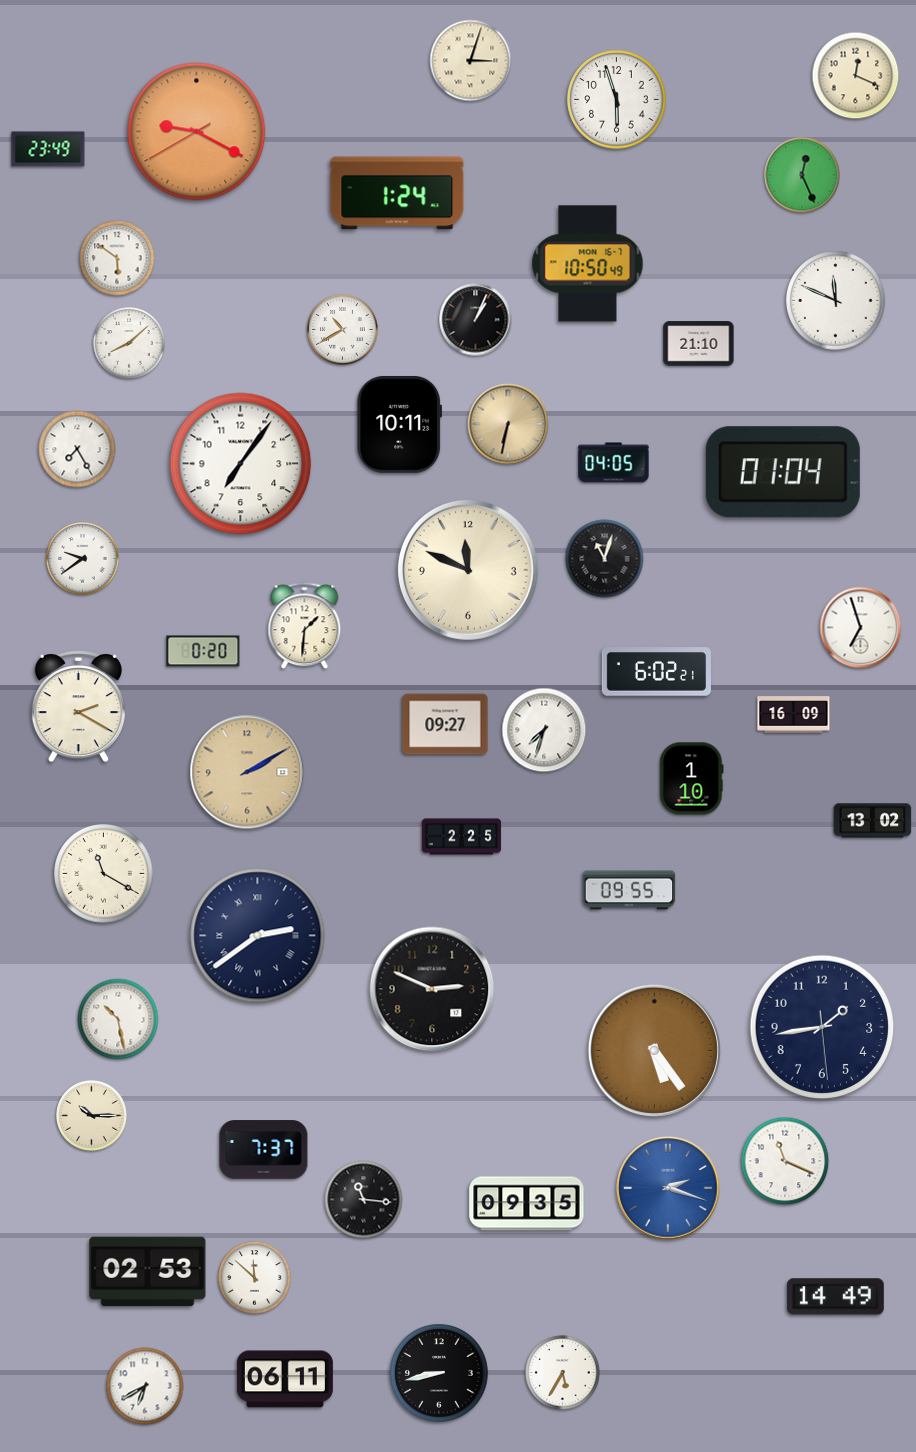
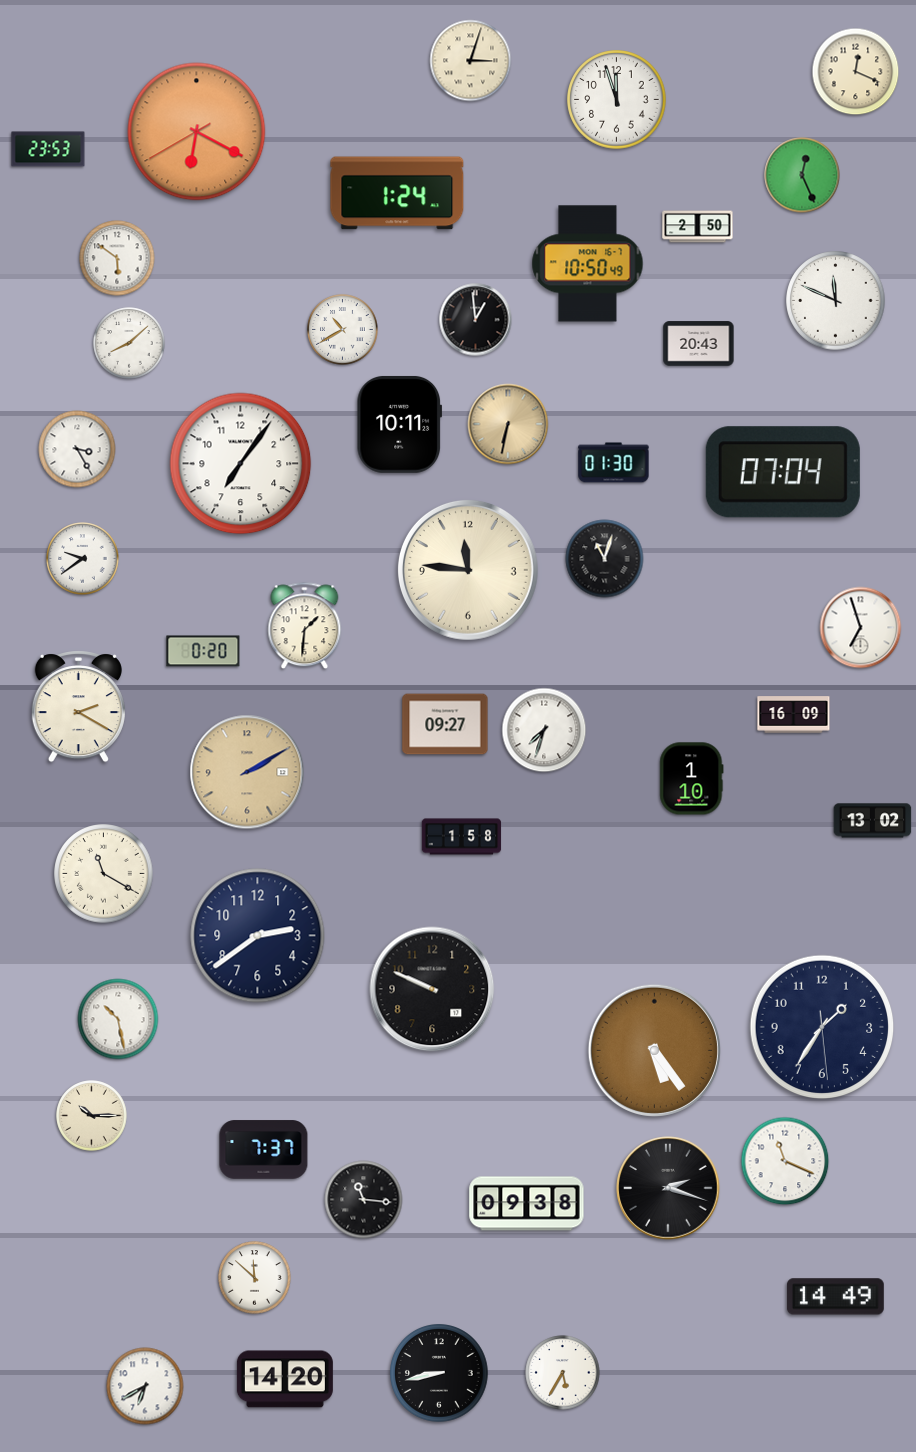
clock at (856, 76) position: (856, 76) -> (856, 72)
clock at (617, 100): 5:57 -> 11:57
clock at (197, 132): 9:19 -> 6:19
clock at (48, 149): 23:49 -> 23:53
clock at (698, 227): none -> 2:50
clock at (476, 320): 1:04 -> 12:59
clock at (699, 344): 21:10 -> 20:43
clock at (77, 449): 7:25 -> 3:25
clock at (614, 463): 04:05 -> 01:30
clock at (783, 472): 01:04 -> 07:04
clock at (468, 570): 11:49 -> 11:46
clock at (656, 672): 6:02 -> none
clock at (462, 837): 2:25 -> 1:58
clock at (629, 890): 09:55 -> none
clock at (258, 936) numerals: Roman -> Arabic
clock at (432, 989): 2:49 -> 9:49
clock at (822, 1027): 1:43 -> 1:35
clock at (668, 1188) dial: blue -> black
clock at (527, 1204): 09:35 -> 09:38
clock at (148, 1272): 02:53 -> none
clock at (285, 1379): 06:11 -> 14:20
